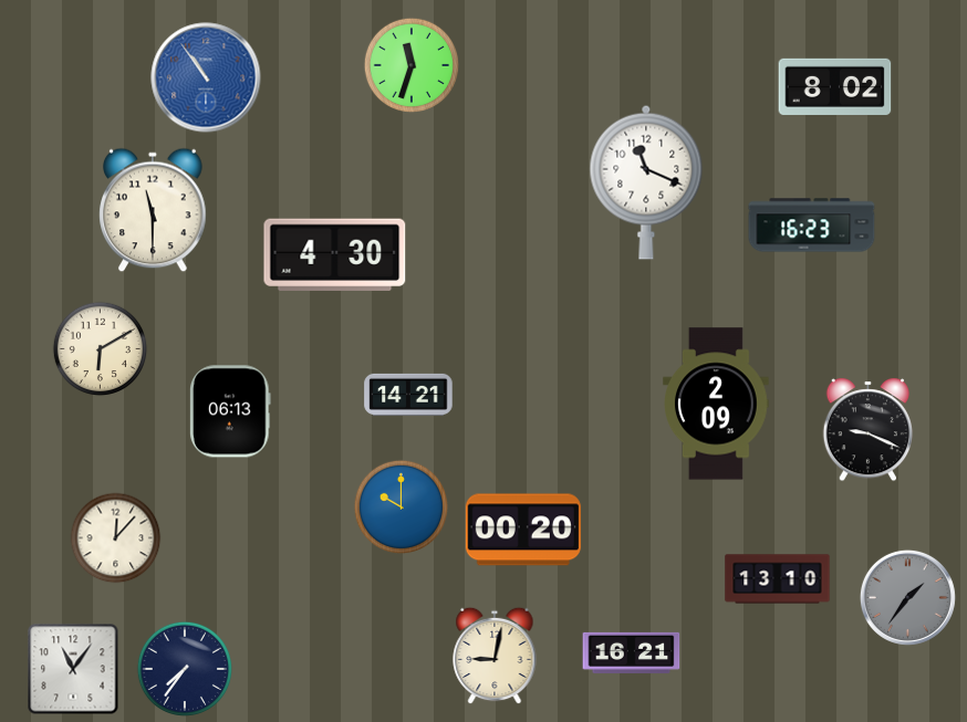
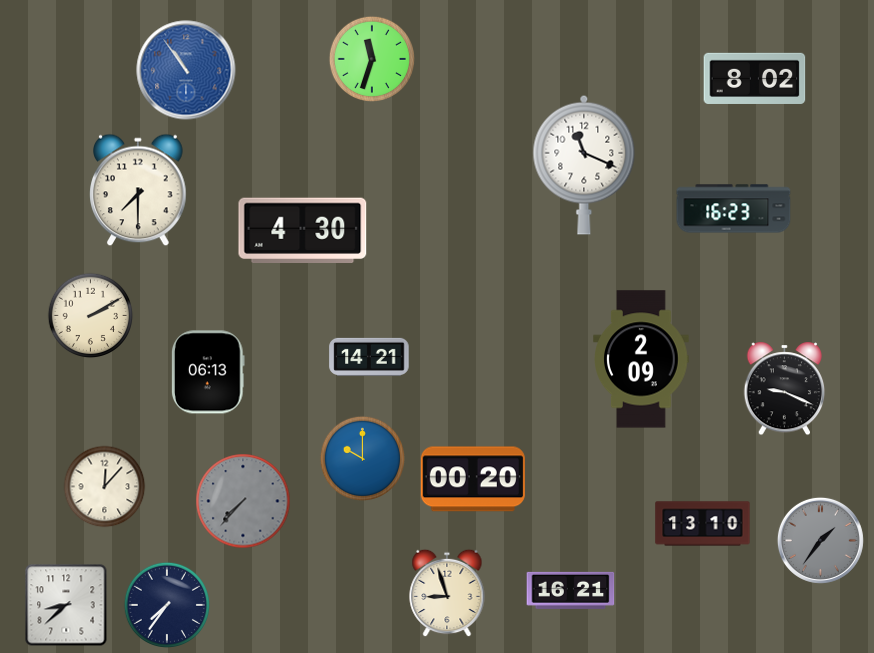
clock at (153, 210): 11:30 -> 7:30
clock at (812, 226) position: (812, 226) -> (734, 209)
clock at (101, 349): 6:10 -> 2:10
clock at (716, 404) position: (716, 404) -> (641, 359)
clock at (243, 501): none -> 7:37
clock at (495, 656): 9:02 -> 8:57
clock at (73, 669): 11:06 -> 8:38
